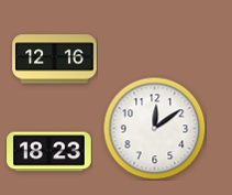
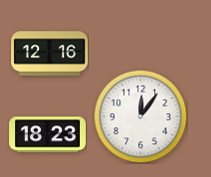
clock at (154, 128): 12:09 -> 12:06
clock at (49, 152) position: (49, 152) -> (48, 135)
